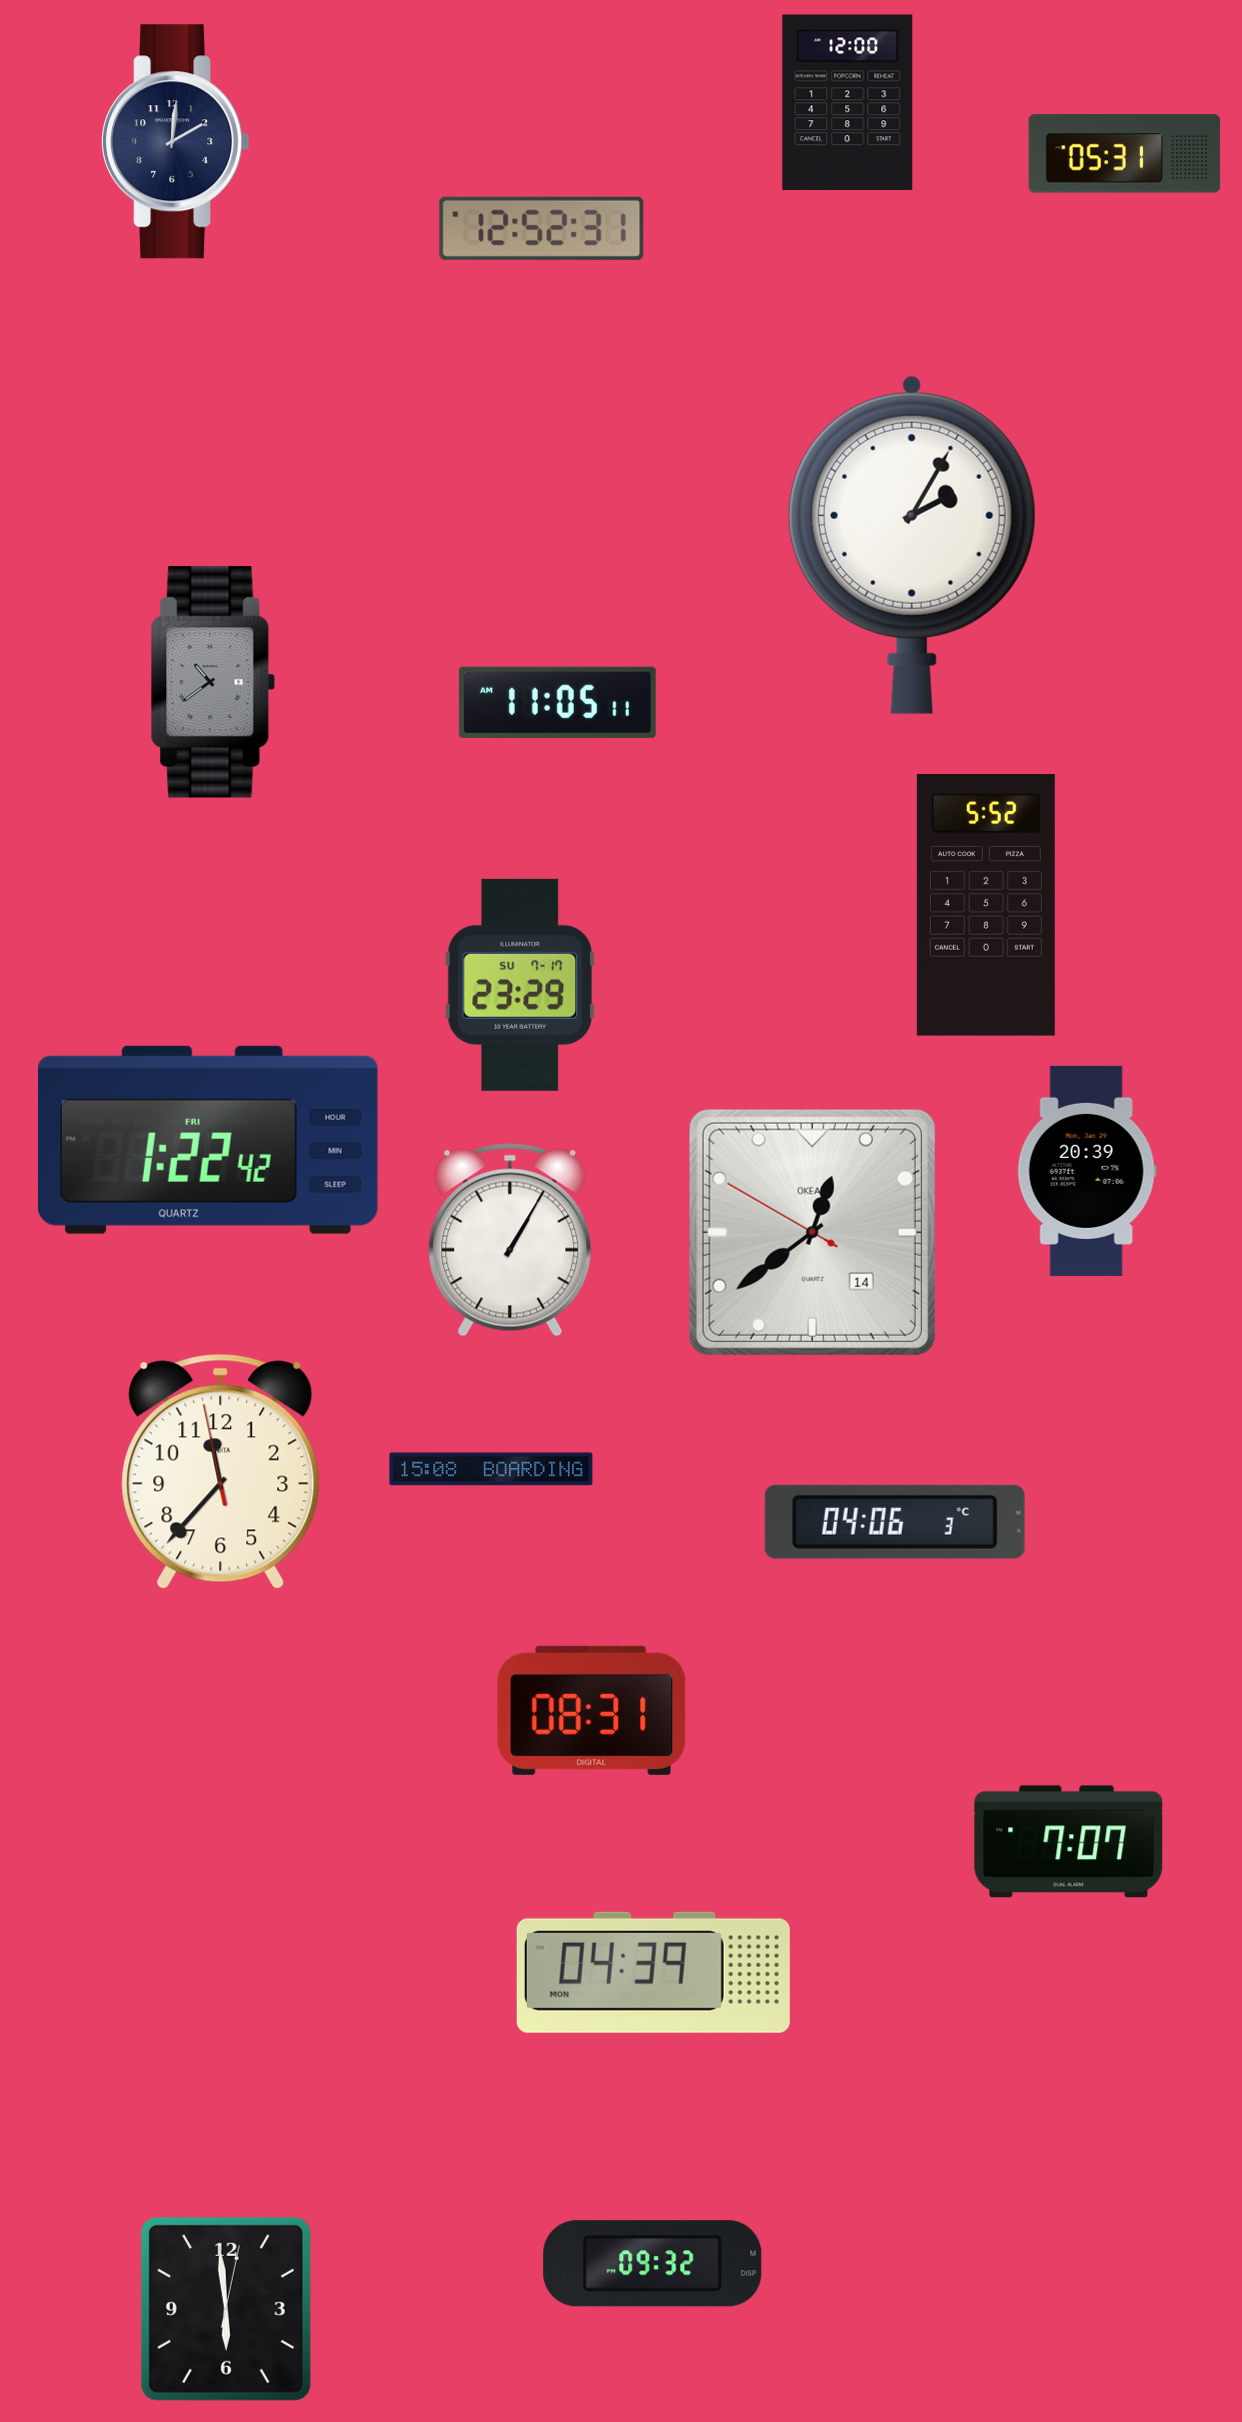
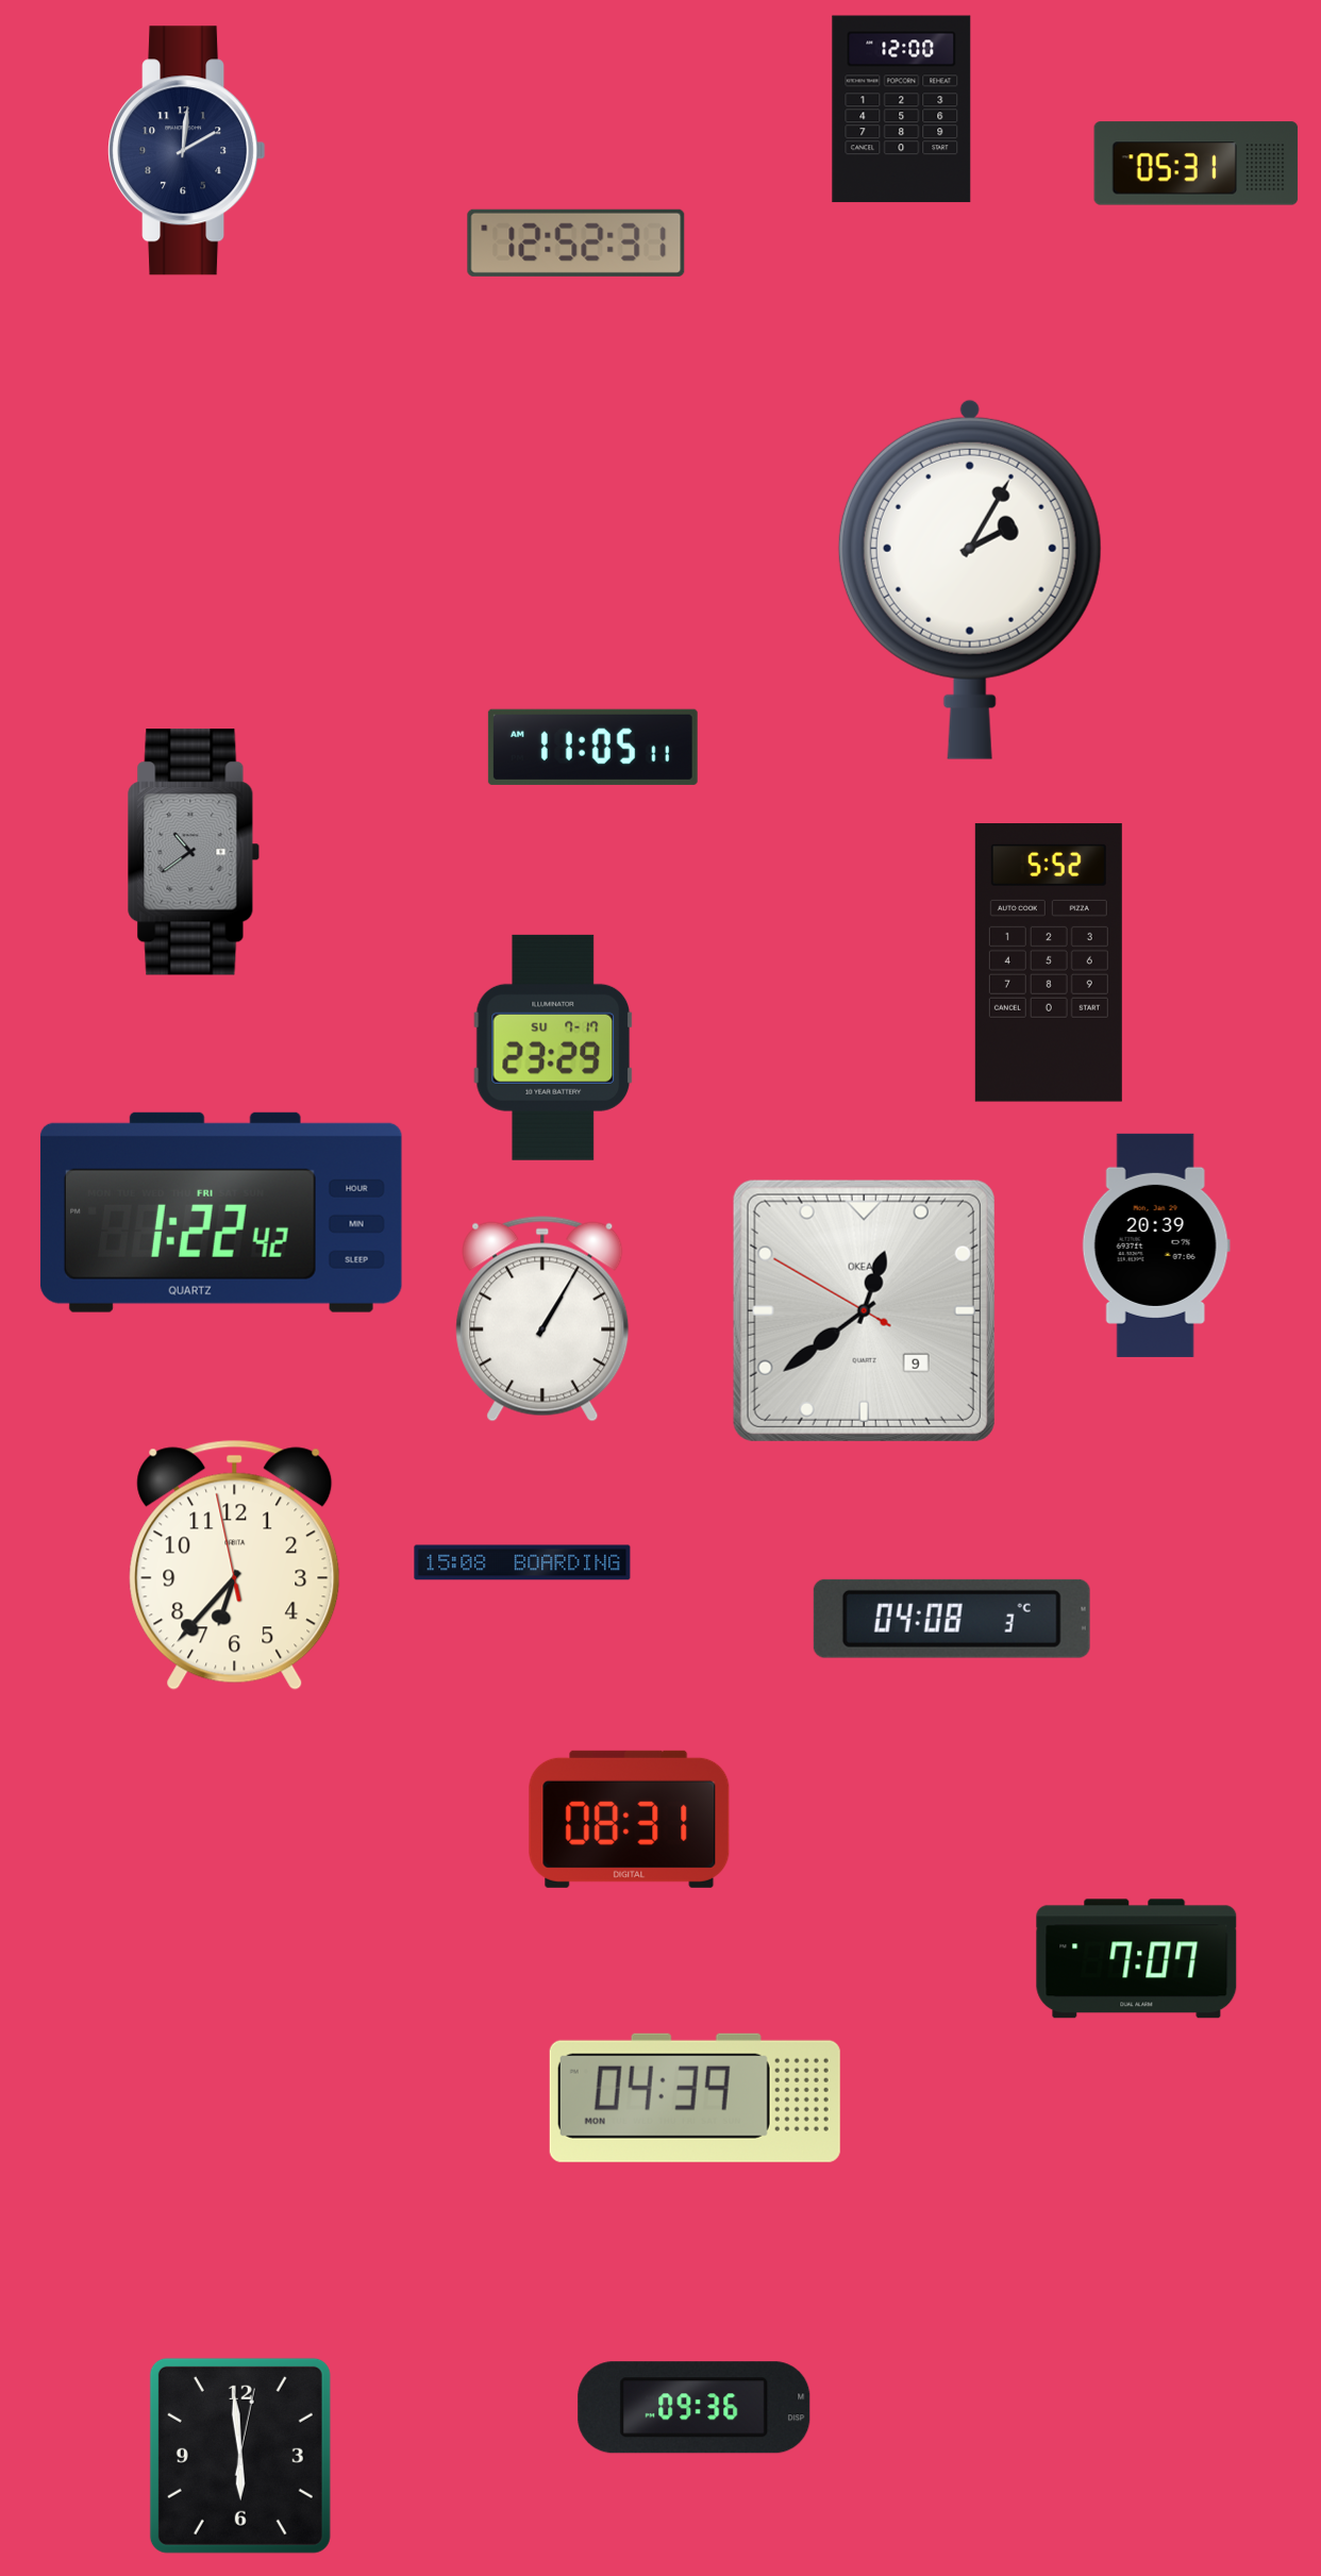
clock at (213, 682) position: (213, 682) -> (194, 852)
clock at (812, 1232) date: 14 -> 9
clock at (221, 1471): 11:36 -> 6:36
clock at (895, 1522): 04:06 -> 04:08
clock at (653, 2264): 09:32 -> 09:36
